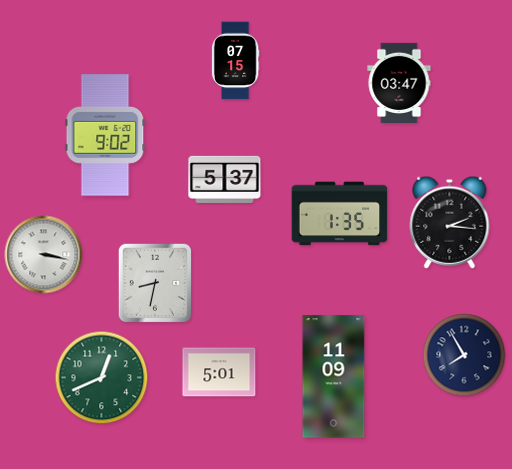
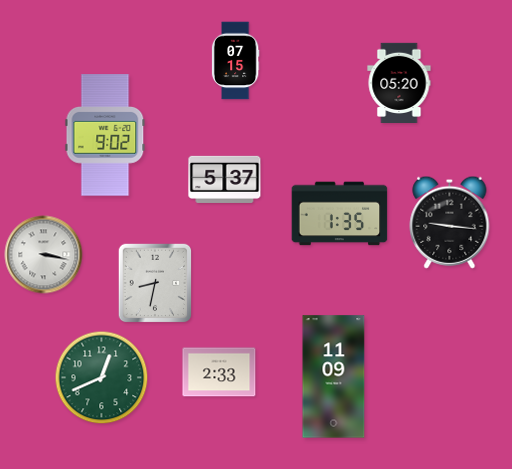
clock at (399, 82): 03:47 -> 05:20
clock at (450, 222): 2:16 -> 9:16
clock at (464, 355): 7:55 -> none
clock at (219, 372): 5:01 -> 2:33
